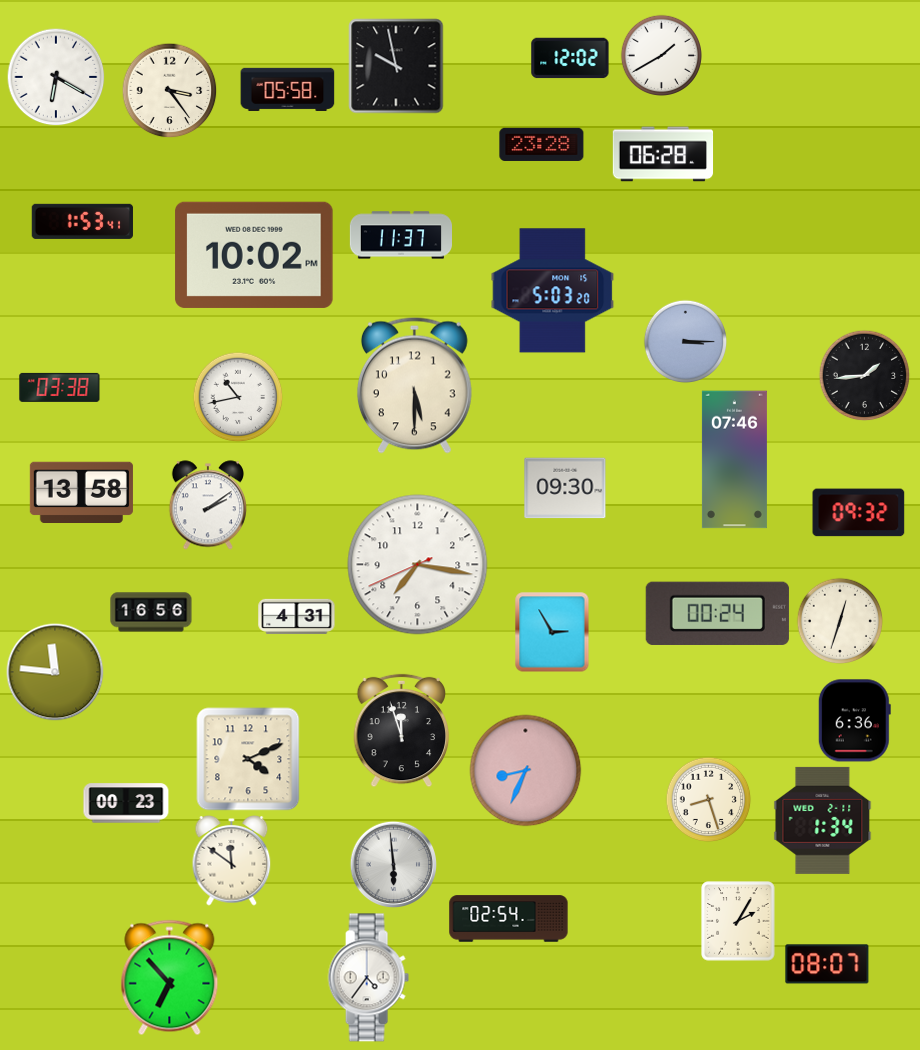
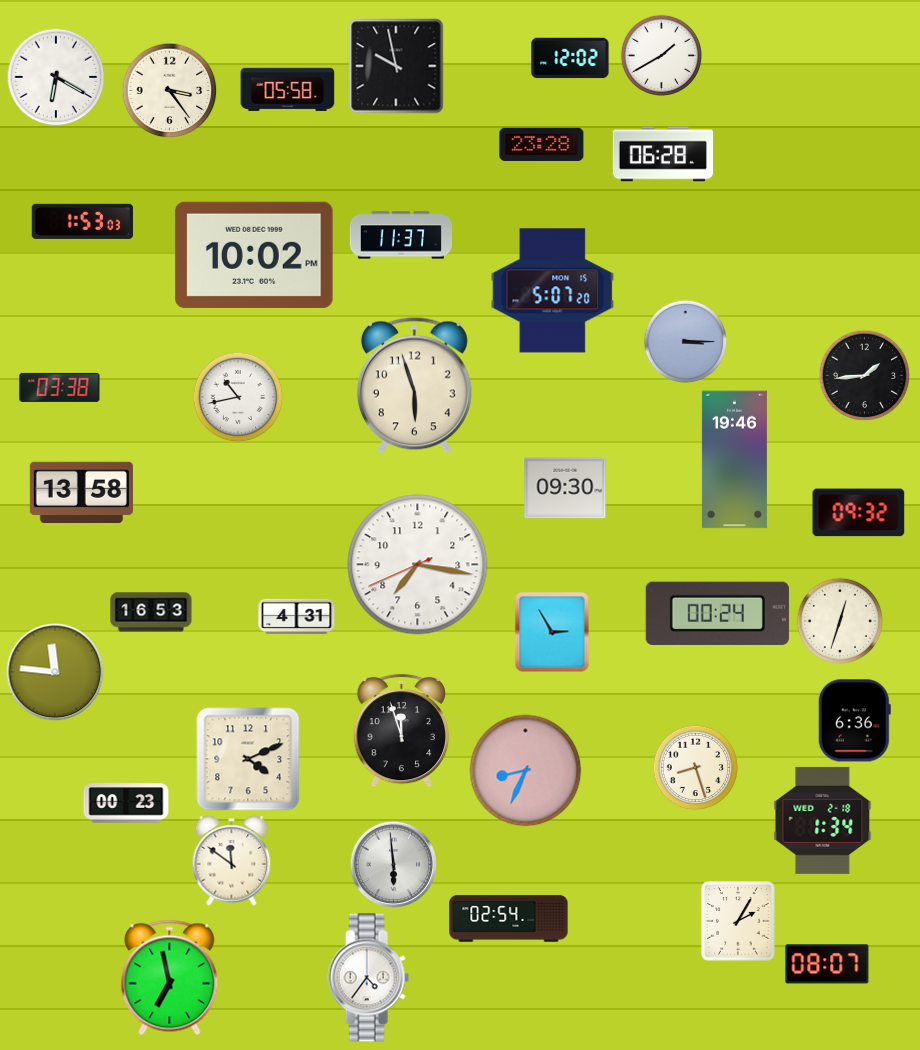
clock at (82, 221): 1:53:41 -> 1:53:03
clock at (553, 291): 5:03 -> 5:07
clock at (414, 385): 5:30 -> 5:57
clock at (734, 460): 07:46 -> 19:46
clock at (208, 505): 2:09 -> none
clock at (151, 612): 16:56 -> 16:53
clock at (708, 799) position: (708, 799) -> (695, 767)
clock at (823, 820) date: WED 2-11 -> WED 2-18
clock at (170, 978): 6:53 -> 6:58
